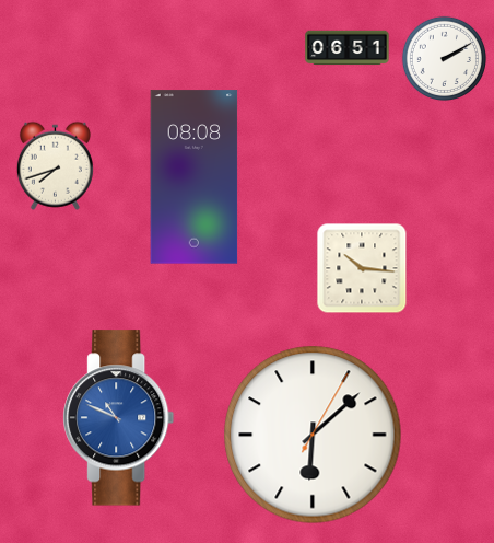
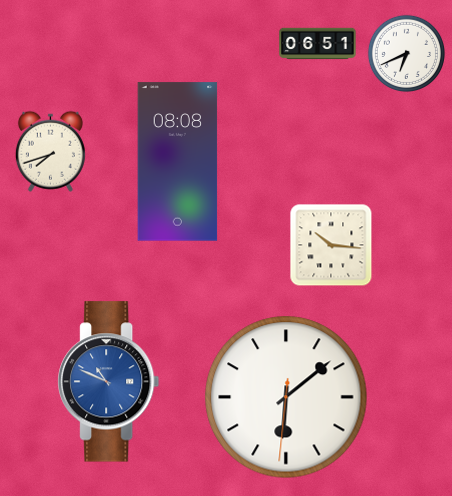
clock at (444, 58): 2:10 -> 6:41
clock at (313, 435): 6:08:05 -> 6:08:31
